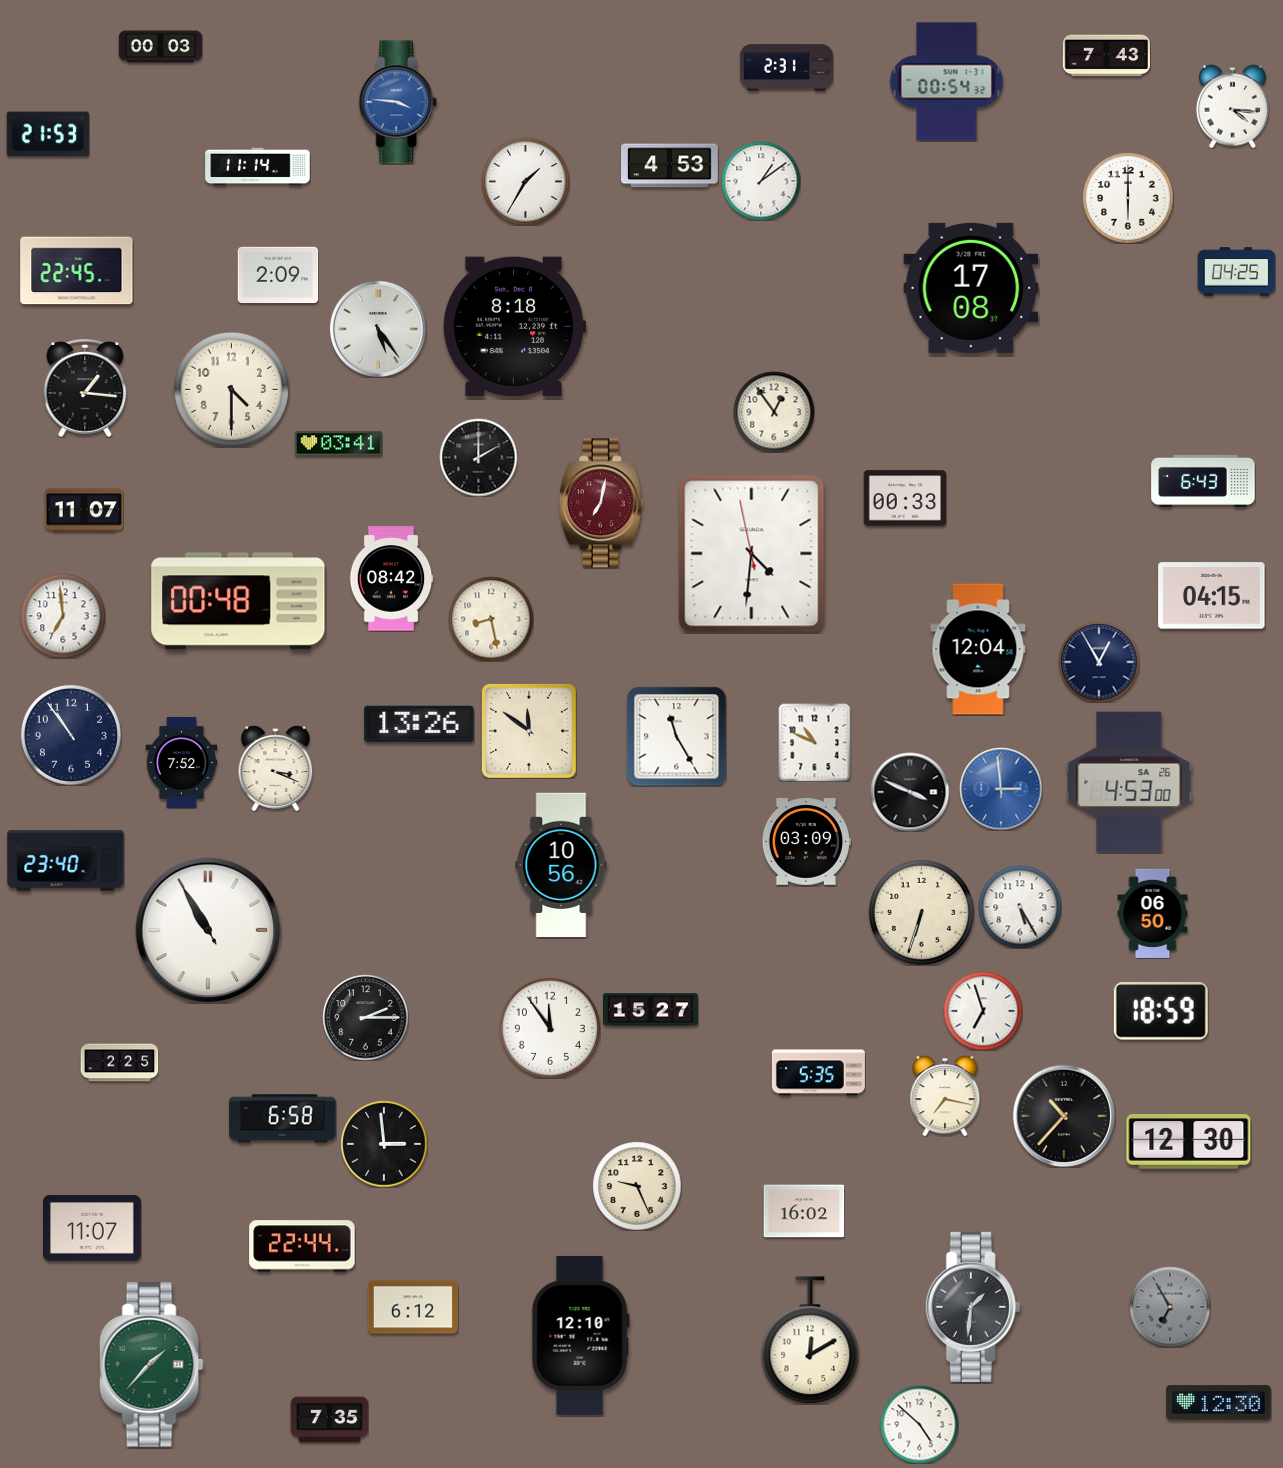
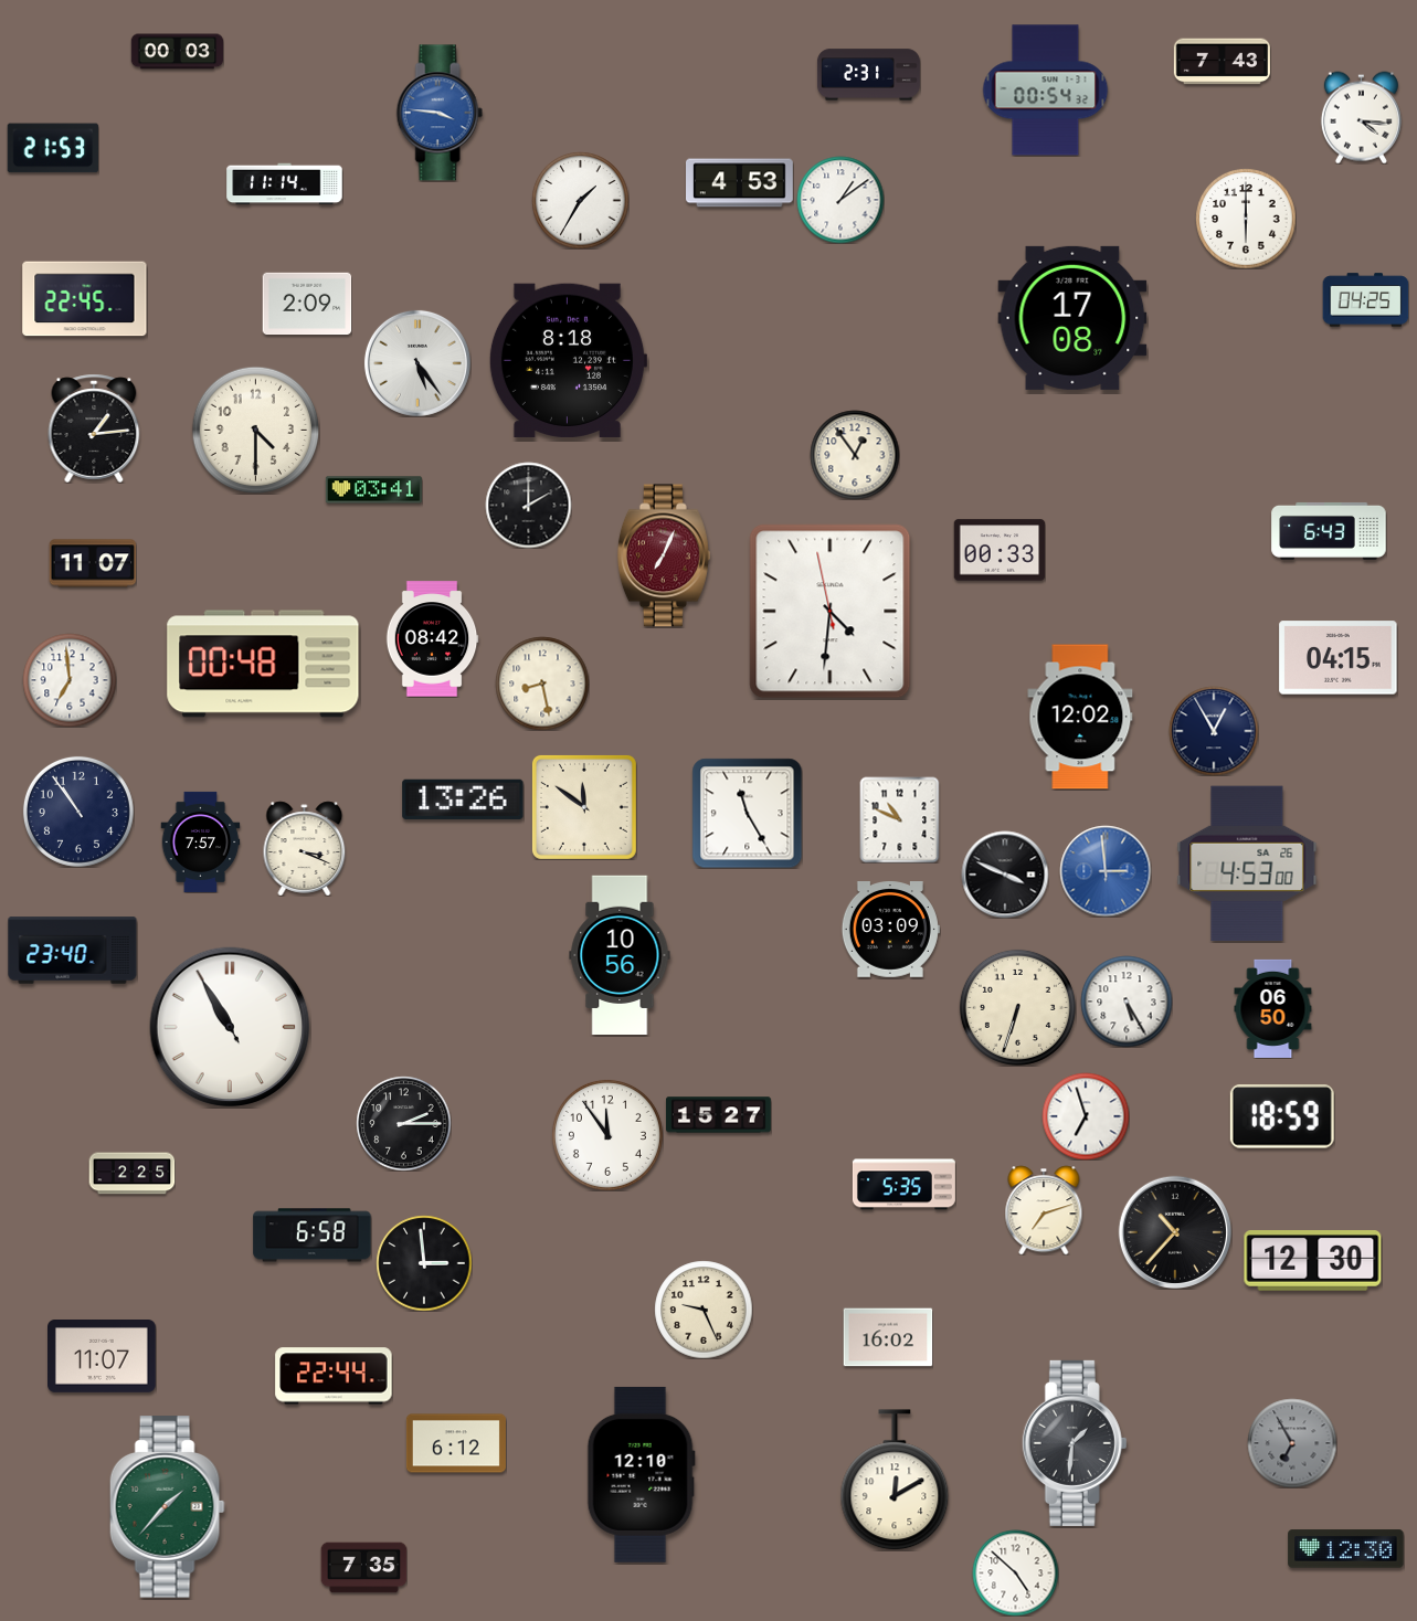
clock at (85, 388): 1:16 -> 1:14
clock at (601, 503): 7:02 -> 7:04
clock at (978, 649): 12:04 -> 12:02
clock at (182, 762): 7:52 -> 7:57
clock at (945, 1096): 7:17 -> 7:12
